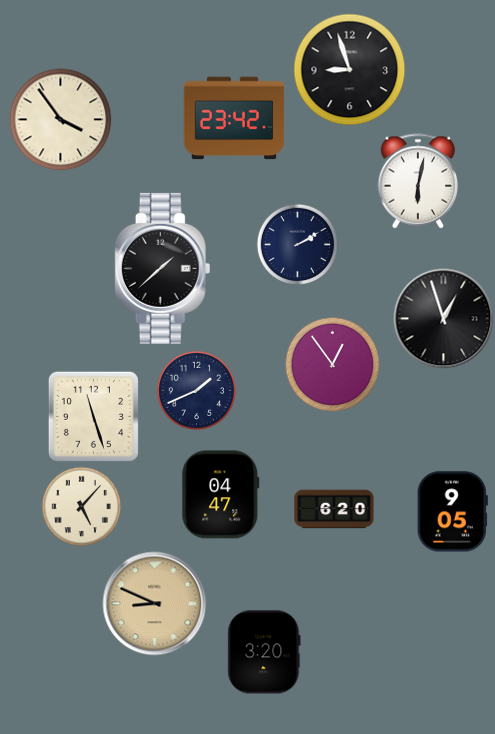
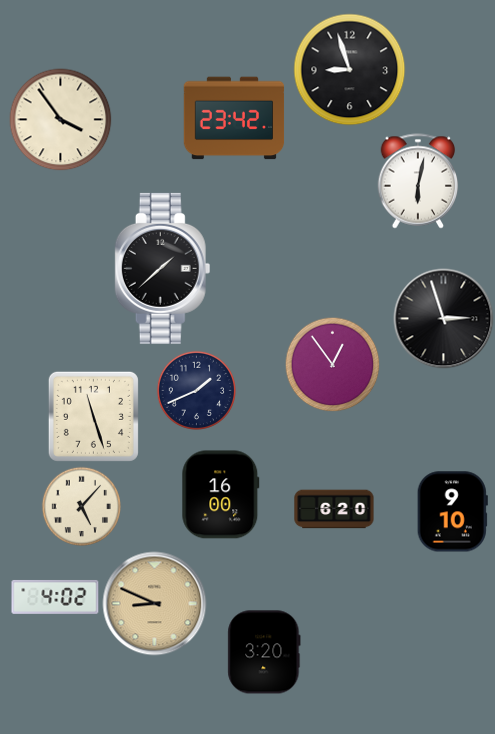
clock at (297, 244): 2:10 -> none
clock at (444, 319): 12:57 -> 2:57
clock at (221, 495): 04:47 -> 16:00
clock at (452, 512): 9:05 -> 9:10
clock at (55, 597): none -> 4:02
